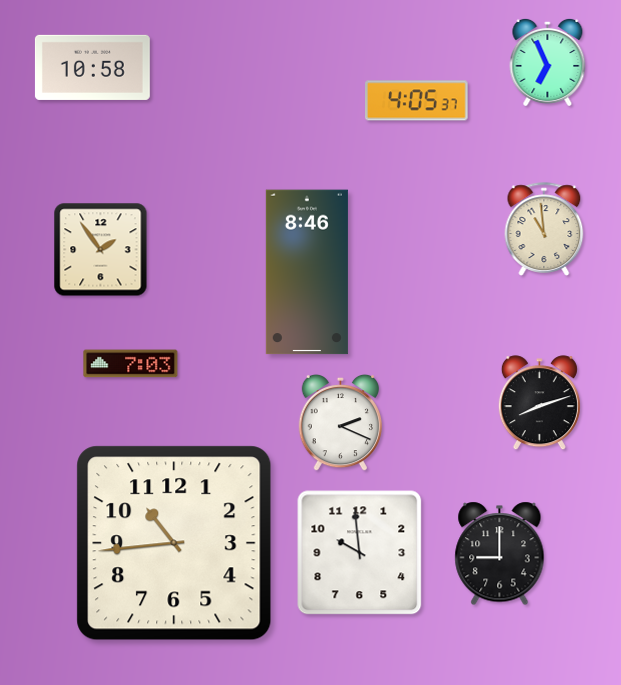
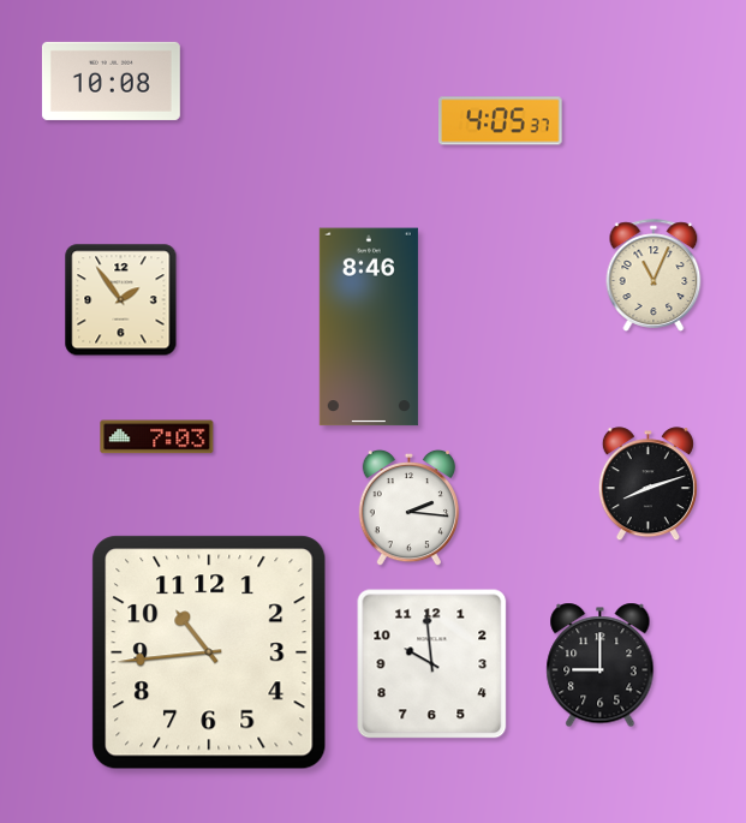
clock at (548, 62): 6:56 -> none
clock at (92, 67): 10:58 -> 10:08
clock at (544, 229): 10:59 -> 11:04
clock at (340, 423): 2:19 -> 2:16
